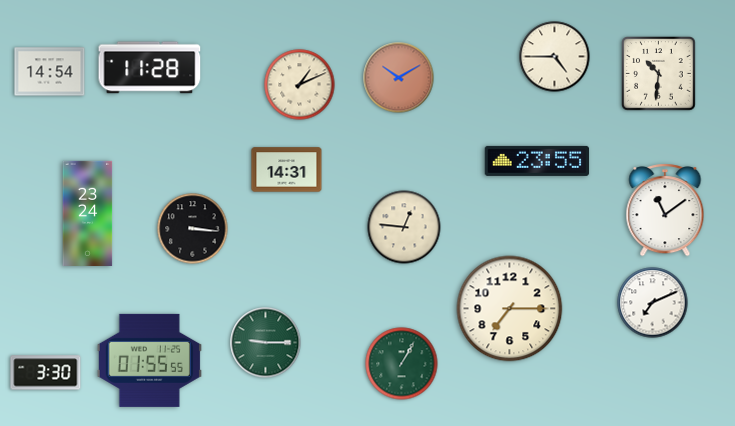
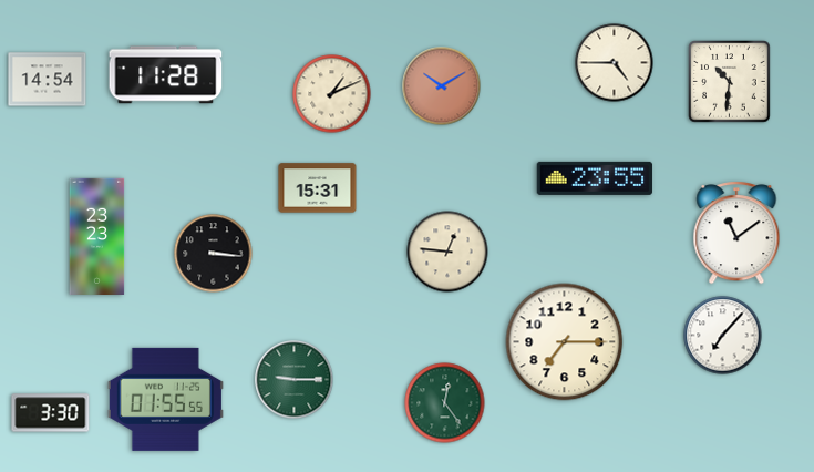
clock at (50, 72) position: (50, 72) -> (48, 80)
clock at (287, 170): 14:31 -> 15:31
clock at (88, 213): 23:24 -> 23:23
clock at (653, 303): 7:11 -> 7:07
clock at (402, 364): 1:05 -> 12:24
